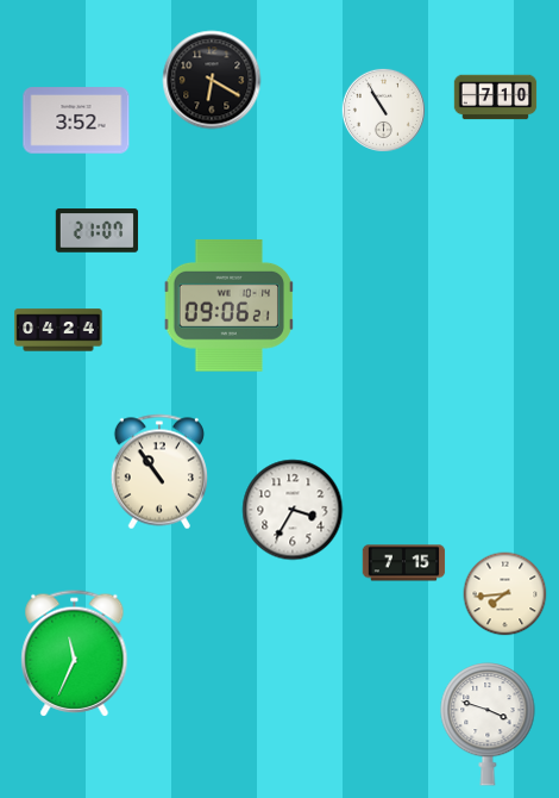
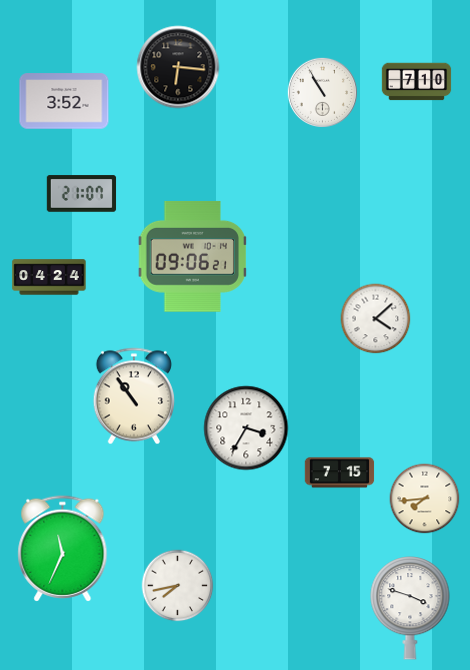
clock at (212, 80): 6:20 -> 6:16
clock at (376, 319): none -> 4:08
clock at (178, 586): none -> 7:43
